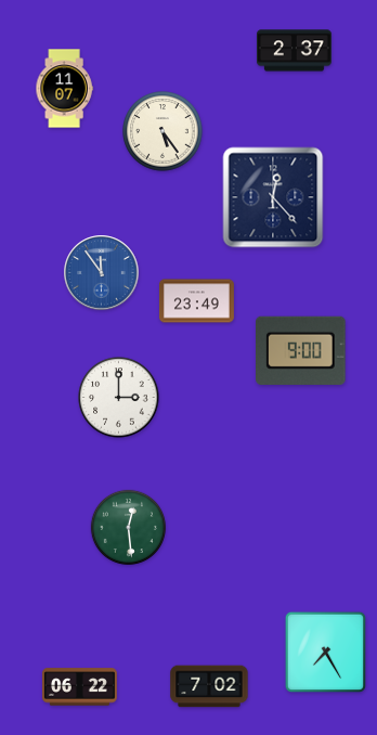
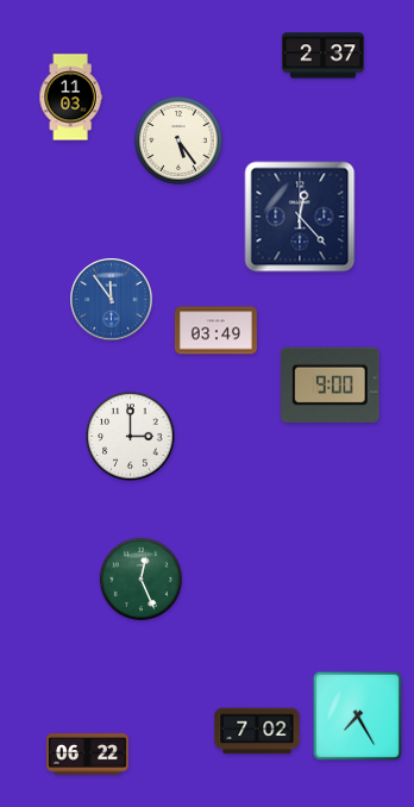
clock at (64, 89): 11:07 -> 11:03
clock at (162, 131) position: (162, 131) -> (178, 140)
clock at (197, 301): 23:49 -> 03:49
clock at (128, 527): 12:29 -> 12:26
clock at (209, 686) position: (209, 686) -> (257, 731)
